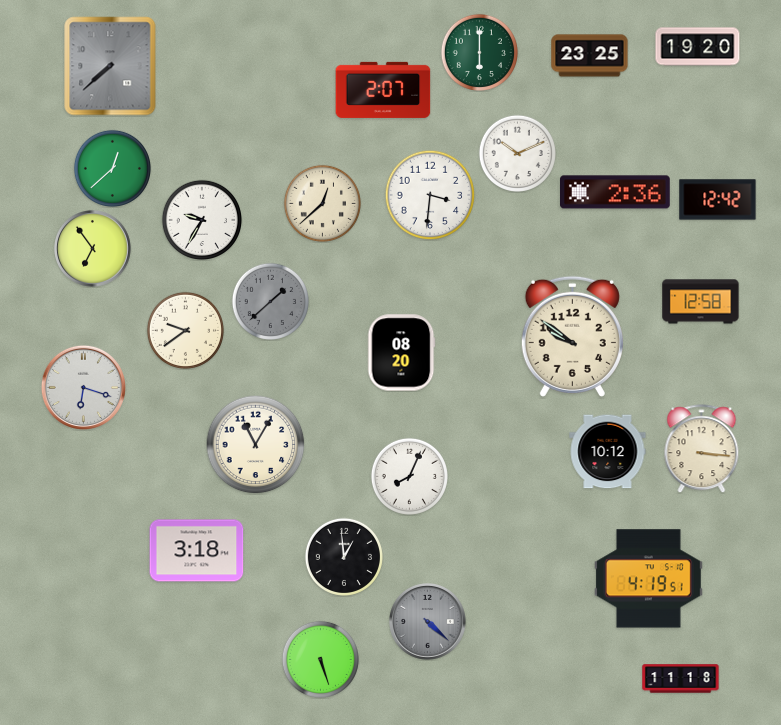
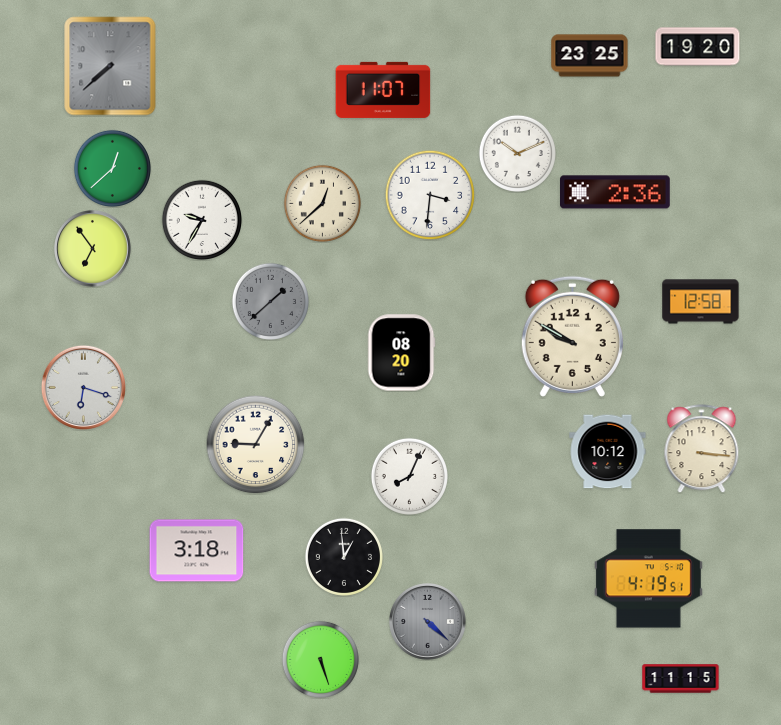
clock at (479, 52): 6:00 -> none
clock at (383, 90): 2:07 -> 11:07
clock at (718, 200): 12:42 -> none
clock at (185, 330): 9:39 -> none
clock at (572, 336): 9:51 -> 9:50
clock at (256, 445): 11:05 -> 9:05
clock at (681, 679): 11:18 -> 11:15
